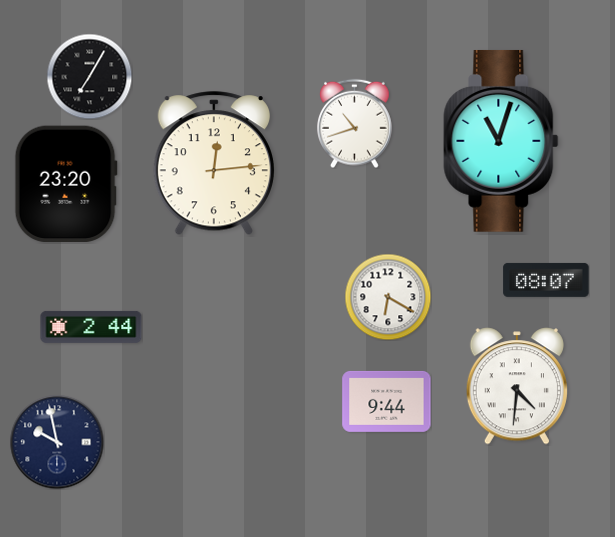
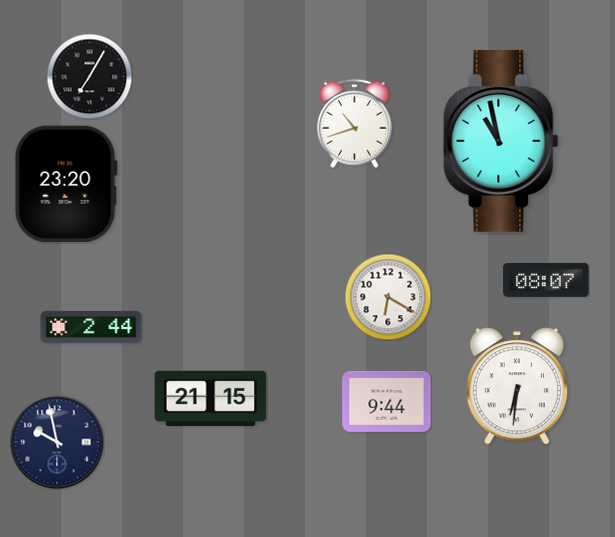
clock at (501, 141): 11:03 -> 10:58
clock at (214, 164): 12:14 -> none
clock at (517, 386): 4:31 -> 6:31
clock at (211, 398): none -> 21:15
